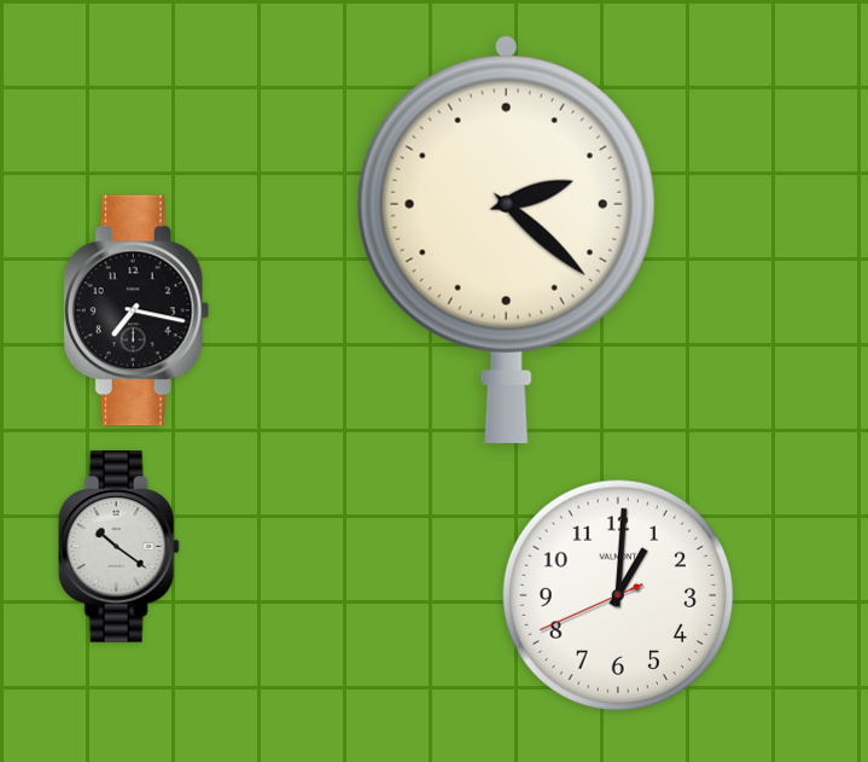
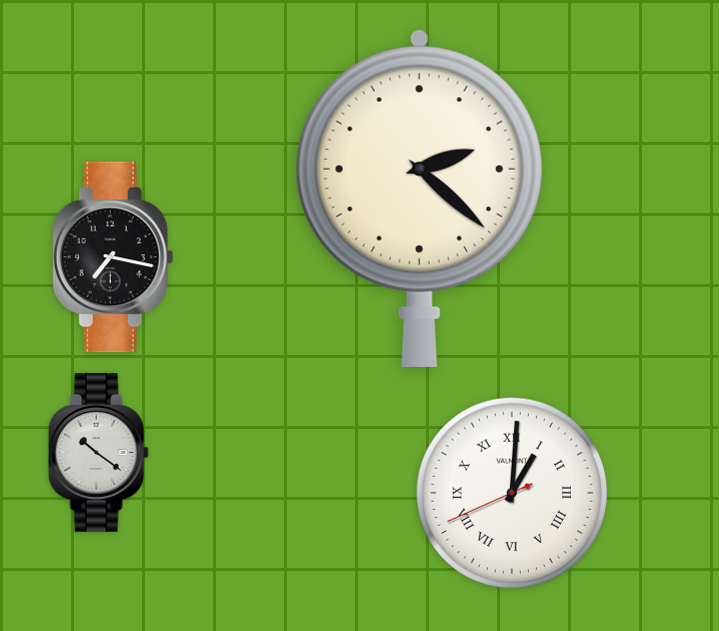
clock at (618, 595) numerals: Arabic -> Roman
